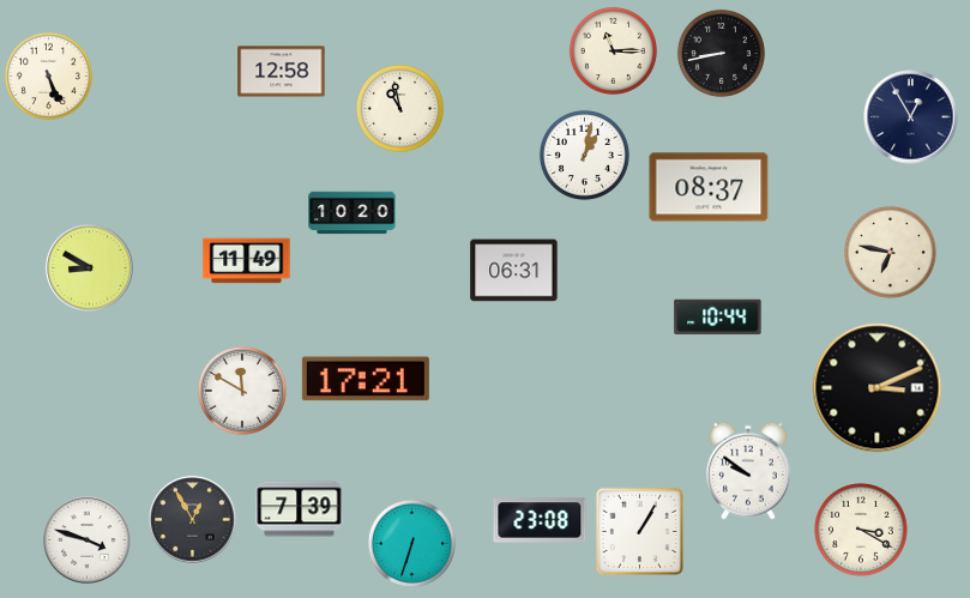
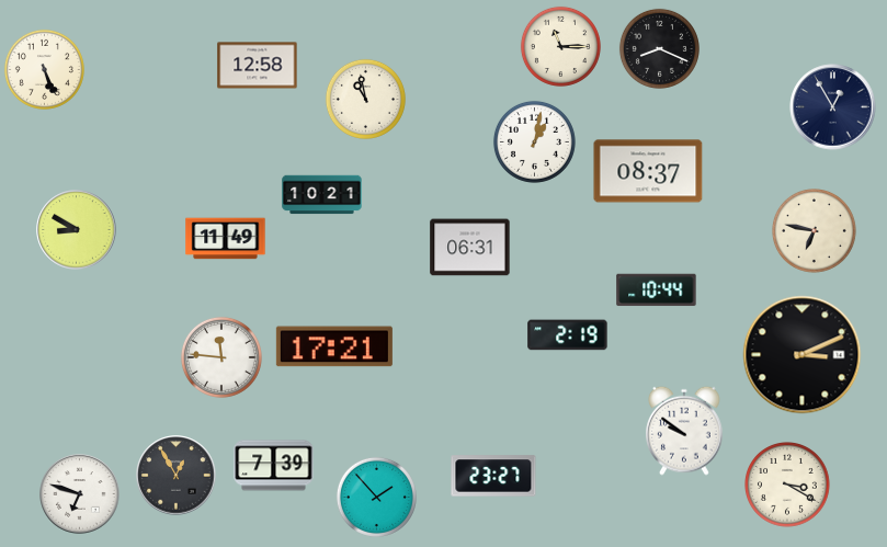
clock at (721, 53): 8:43 -> 8:19
clock at (353, 213): 10:20 -> 10:21
clock at (90, 268) position: (90, 268) -> (77, 230)
clock at (568, 335): none -> 2:19
clock at (242, 391): 11:50 -> 11:46
clock at (540, 520): 23:08 -> 23:27
clock at (639, 531): 1:05 -> none
clock at (88, 540): 3:48 -> 6:48
clock at (411, 543): 6:33 -> 1:53
